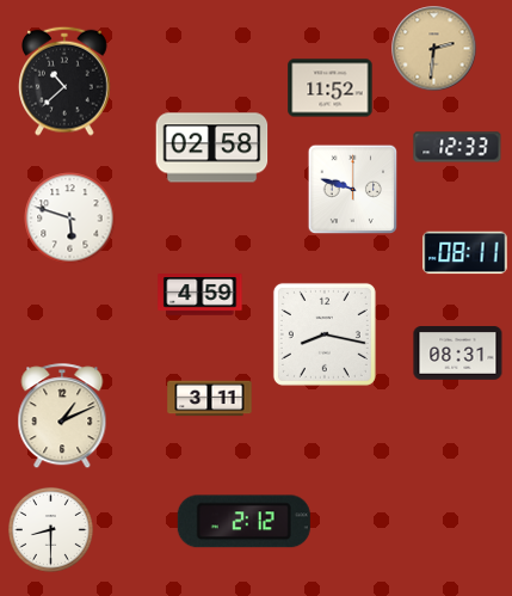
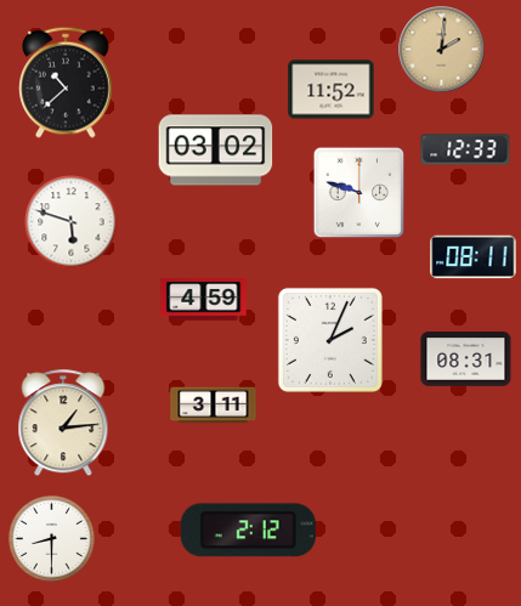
clock at (434, 49): 2:31 -> 2:01
clock at (331, 88) position: (331, 88) -> (332, 90)
clock at (212, 148): 02:58 -> 03:02
clock at (325, 334): 8:17 -> 2:04
clock at (62, 417): 1:11 -> 1:14
